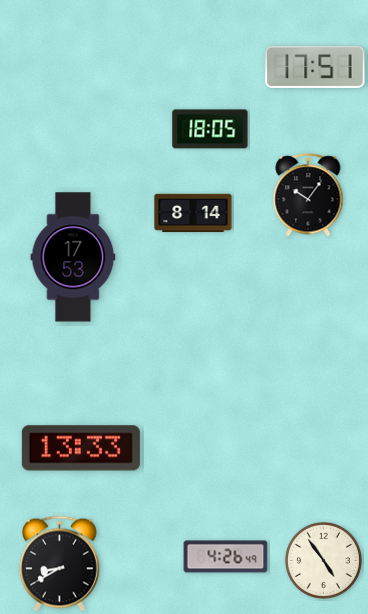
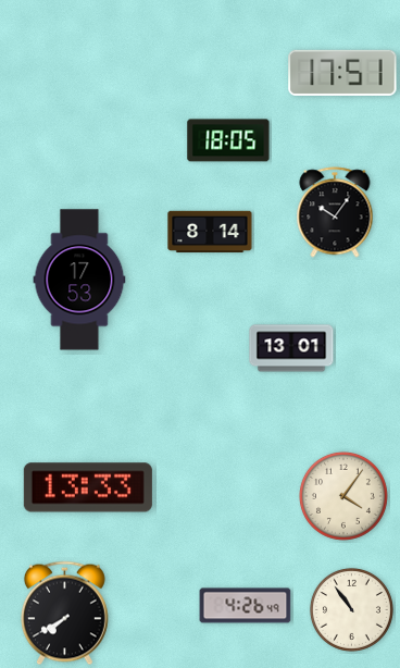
clock at (291, 348): none -> 13:01
clock at (343, 496): none -> 4:06
clock at (323, 560): 4:54 -> 10:54
clock at (59, 564): 8:40 -> 7:40
